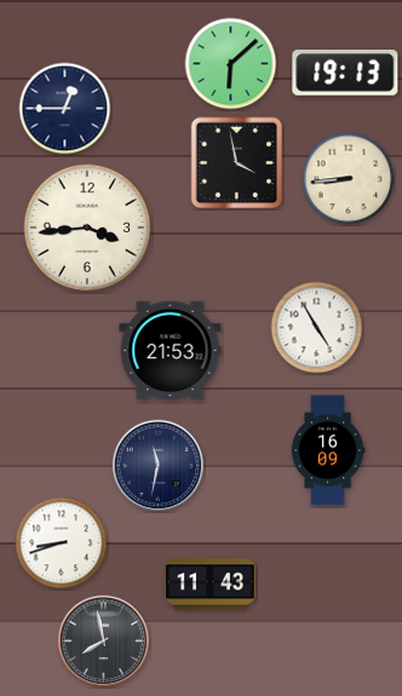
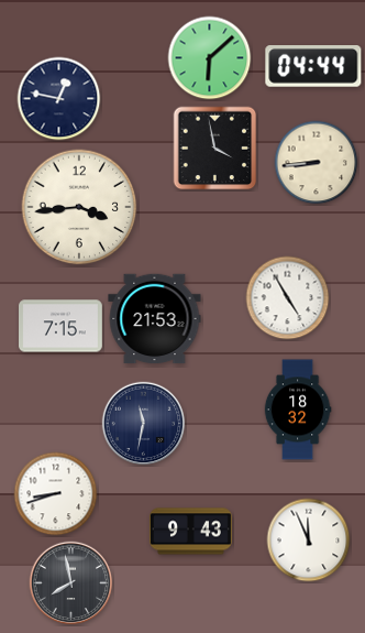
clock at (345, 74): 19:13 -> 04:44
clock at (65, 109): 12:45 -> 12:47
clock at (62, 326): none -> 7:15
clock at (328, 450): 16:09 -> 18:32
clock at (209, 585): 11:43 -> 9:43
clock at (309, 541): none -> 11:56
clock at (104, 642) position: (104, 642) -> (71, 583)
